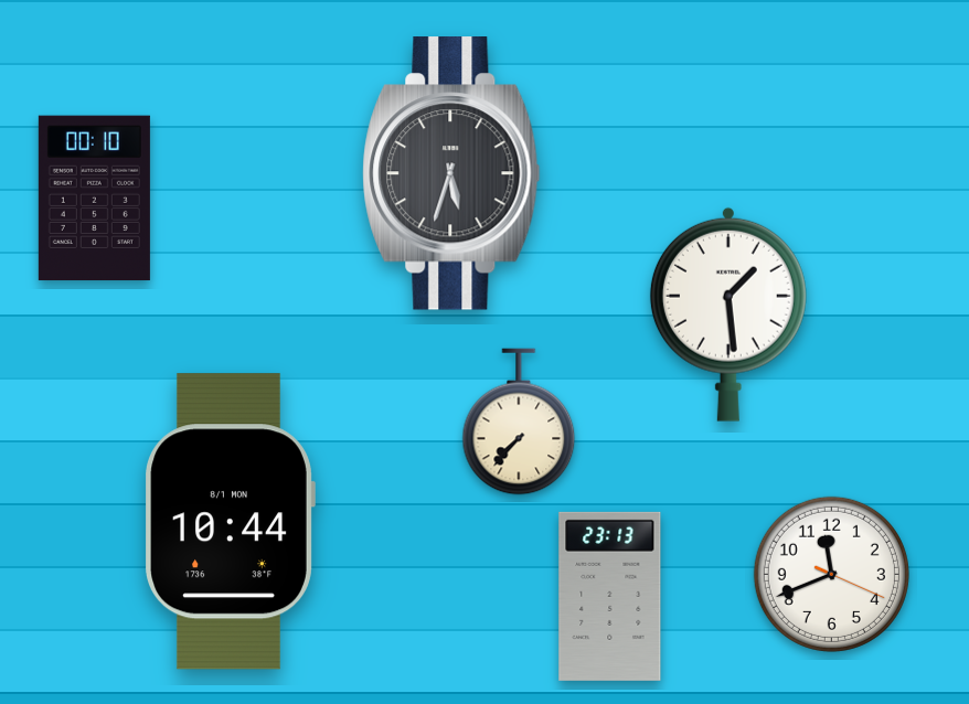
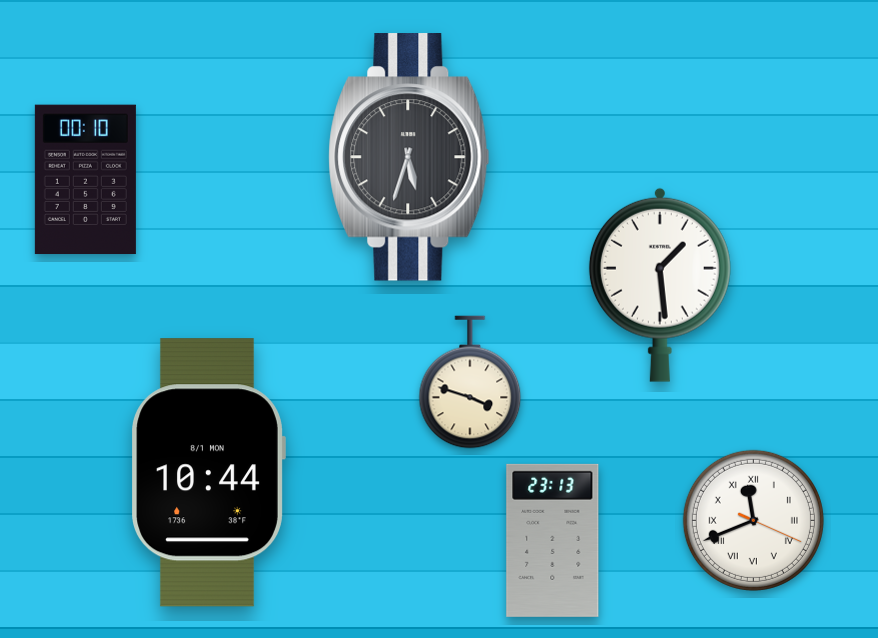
clock at (519, 422): 7:37 -> 3:48
clock at (831, 574) numerals: Arabic -> Roman
